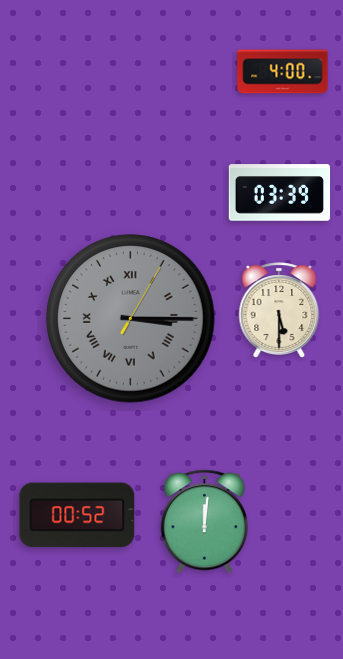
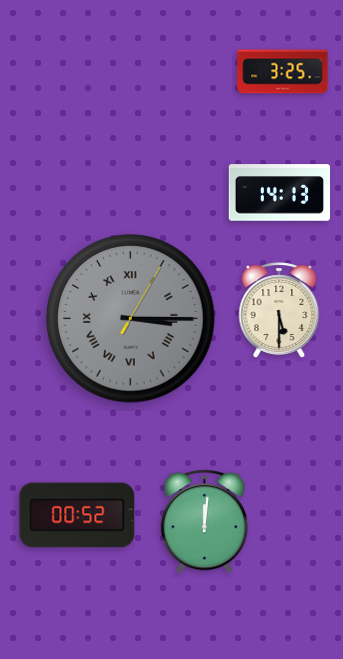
clock at (283, 72): 4:00 -> 3:25
clock at (280, 193): 03:39 -> 14:13
